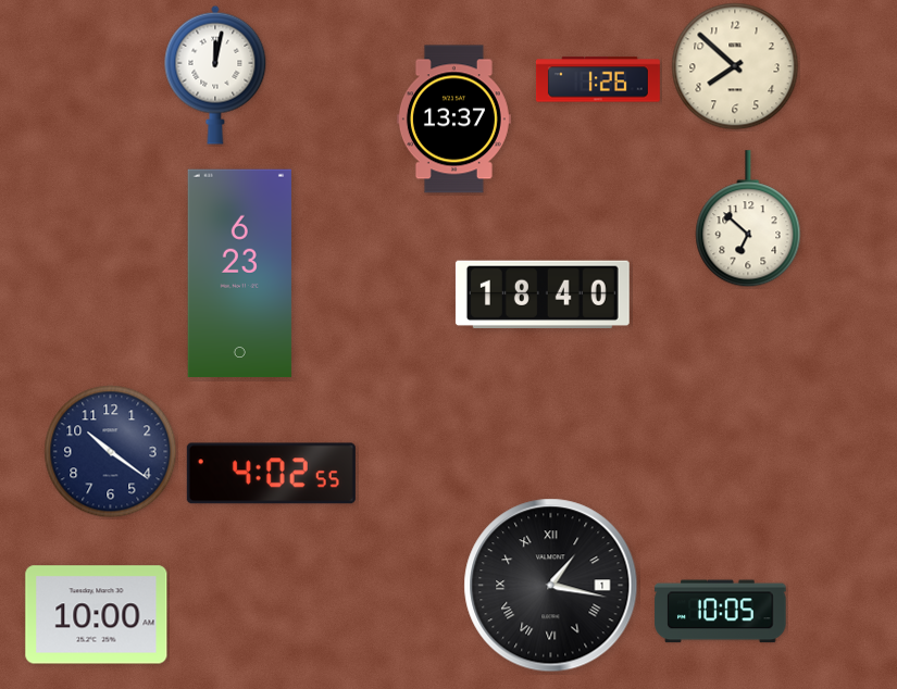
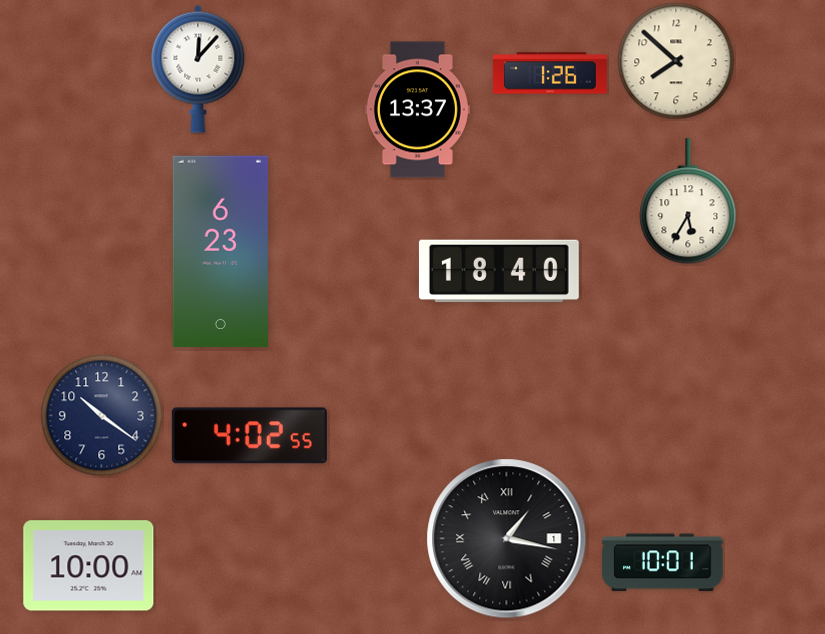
clock at (215, 75): 12:02 -> 12:07
clock at (748, 220): 6:52 -> 5:35
clock at (721, 612): 10:05 -> 10:01
